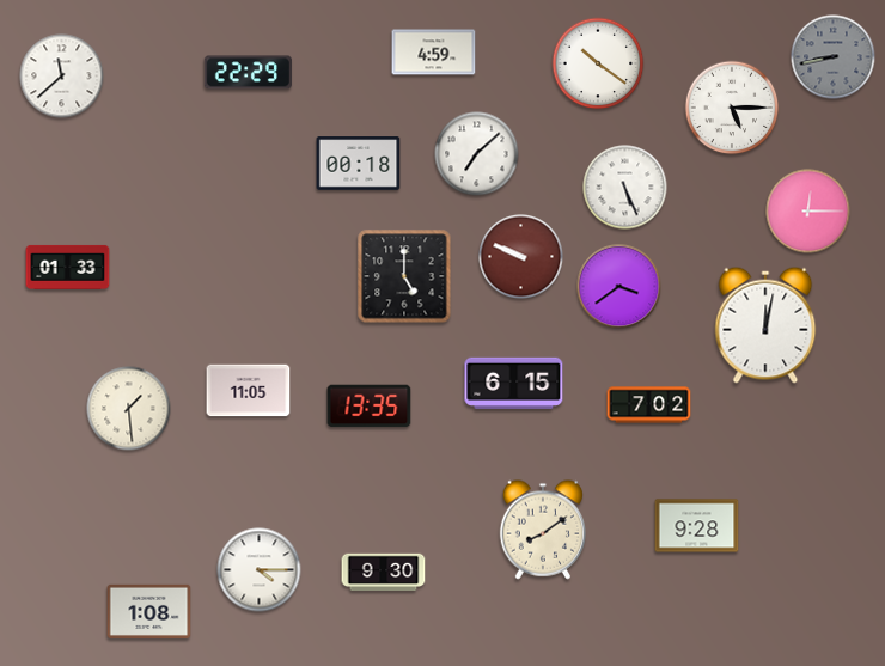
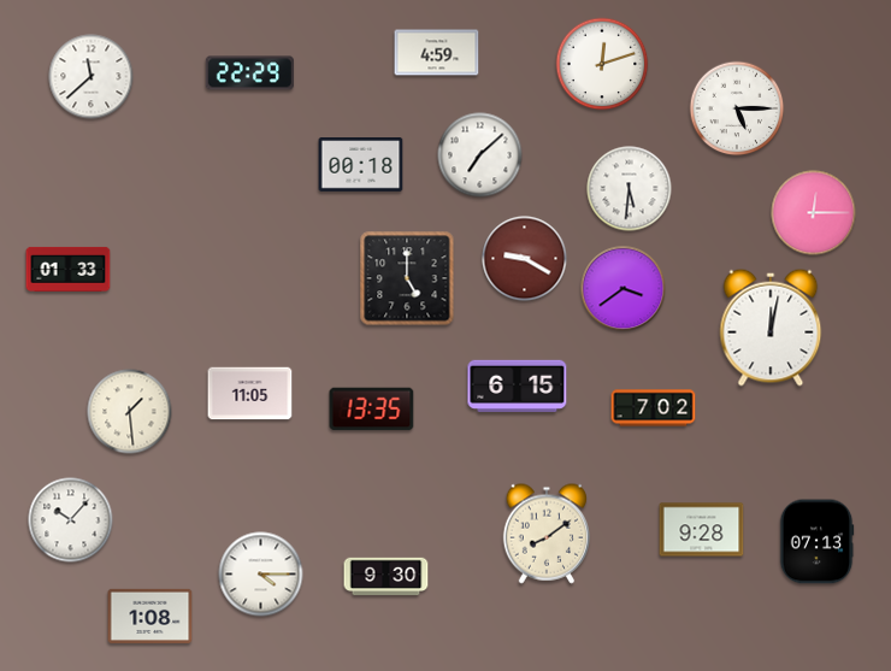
clock at (834, 57): 8:43 -> none
clock at (598, 63): 10:21 -> 12:12
clock at (62, 77) position: (62, 77) -> (92, 77)
clock at (625, 188): 5:26 -> 5:31
clock at (521, 257): 9:49 -> 9:20
clock at (71, 520): none -> 10:07
clock at (816, 542): none -> 07:13
